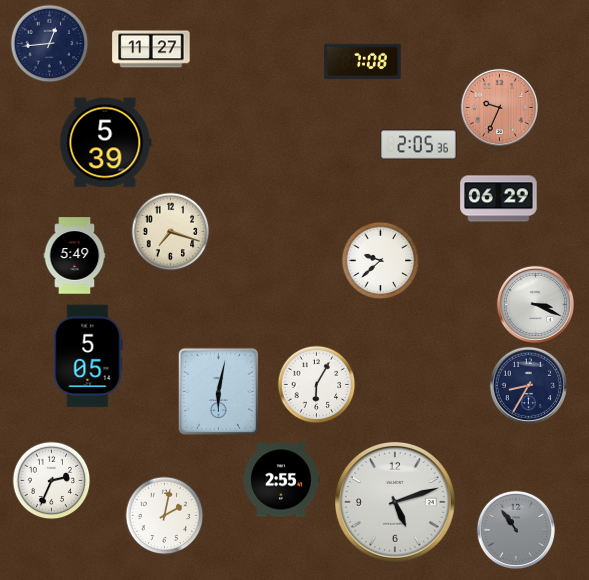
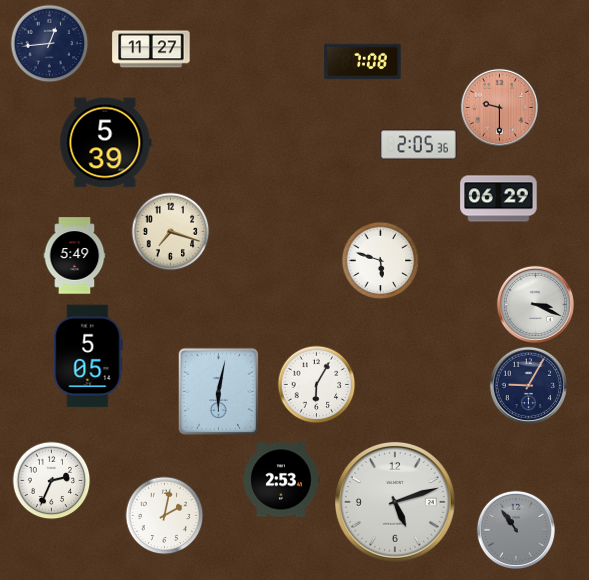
clock at (499, 107): 9:34 -> 9:30
clock at (380, 260): 9:38 -> 5:48
clock at (528, 385): 8:35 -> 9:05
clock at (281, 480): 2:55 -> 2:53
